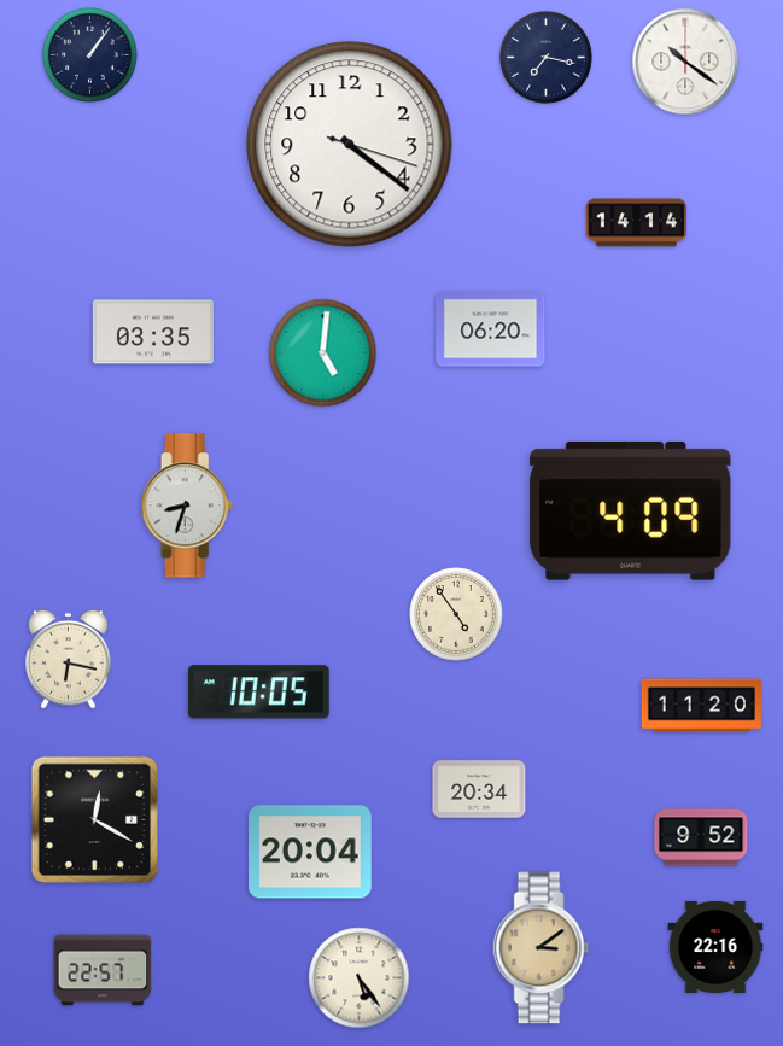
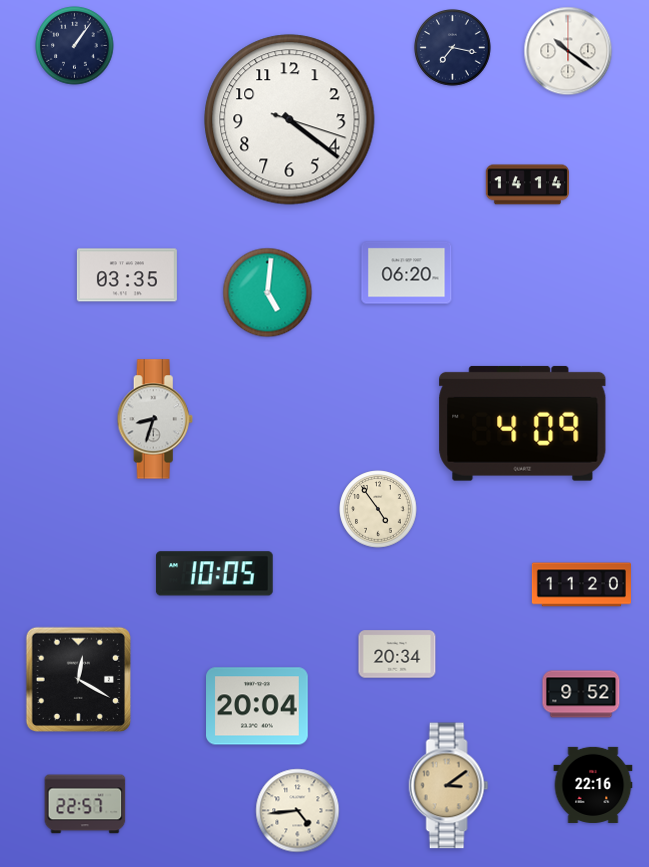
clock at (69, 659): 6:17 -> none
clock at (360, 978): 5:24 -> 4:44
